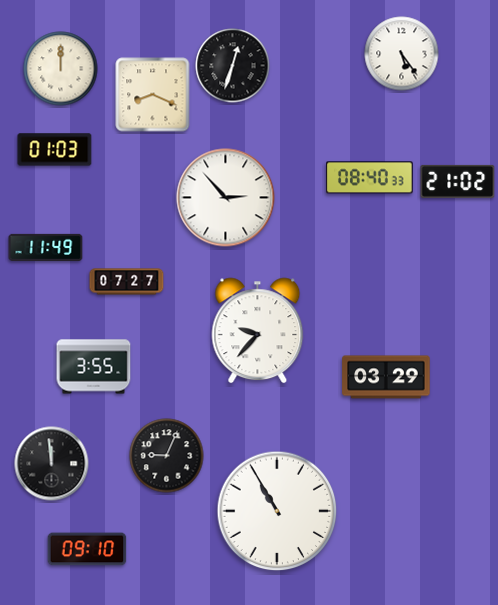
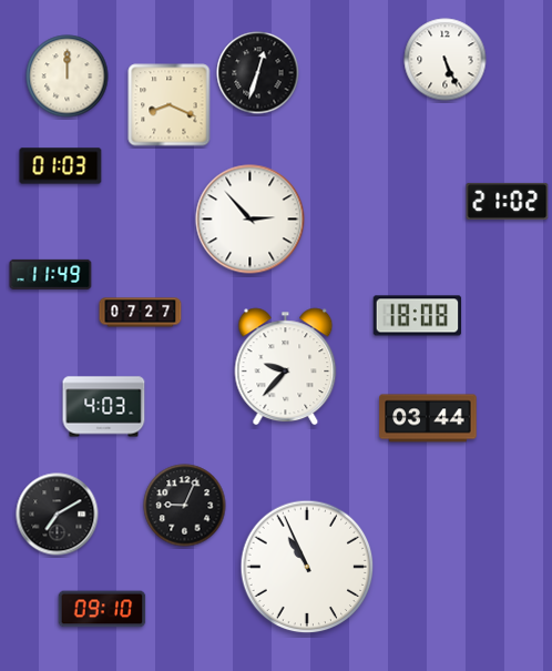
clock at (402, 54): 5:24 -> 5:26
clock at (370, 178): 08:40 -> none
clock at (418, 316): none -> 18:08
clock at (94, 367): 3:55 -> 4:03
clock at (386, 377): 03:29 -> 03:44
clock at (52, 464): 11:59 -> 7:10
clock at (277, 511): 10:55 -> 10:56
clock at (87, 549) position: (87, 549) -> (102, 609)
